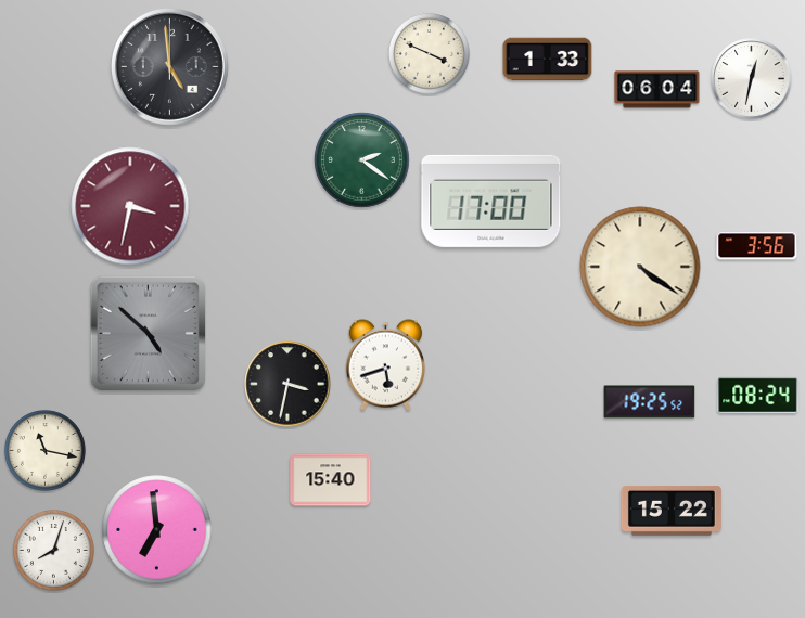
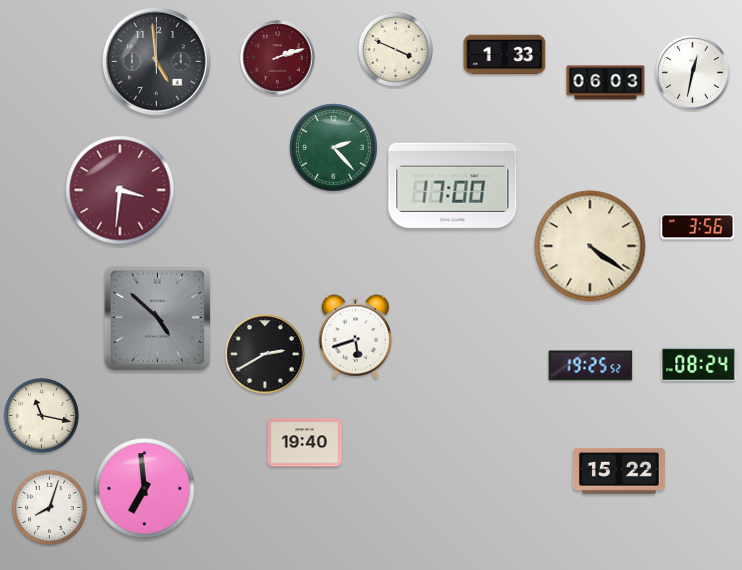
clock at (278, 58): none -> 2:12
clock at (657, 90): 06:04 -> 06:03
clock at (362, 160): 2:21 -> 2:23
clock at (130, 206): 3:32 -> 3:31
clock at (148, 333) position: (148, 333) -> (157, 317)
clock at (287, 384): 3:32 -> 2:40
clock at (650, 402) position: (650, 402) -> (591, 366)
clock at (331, 480): 15:40 -> 19:40
